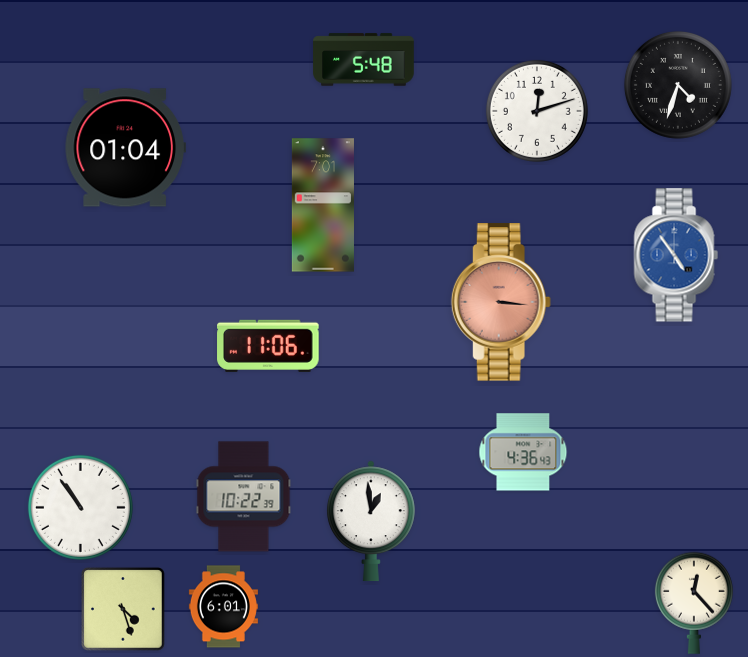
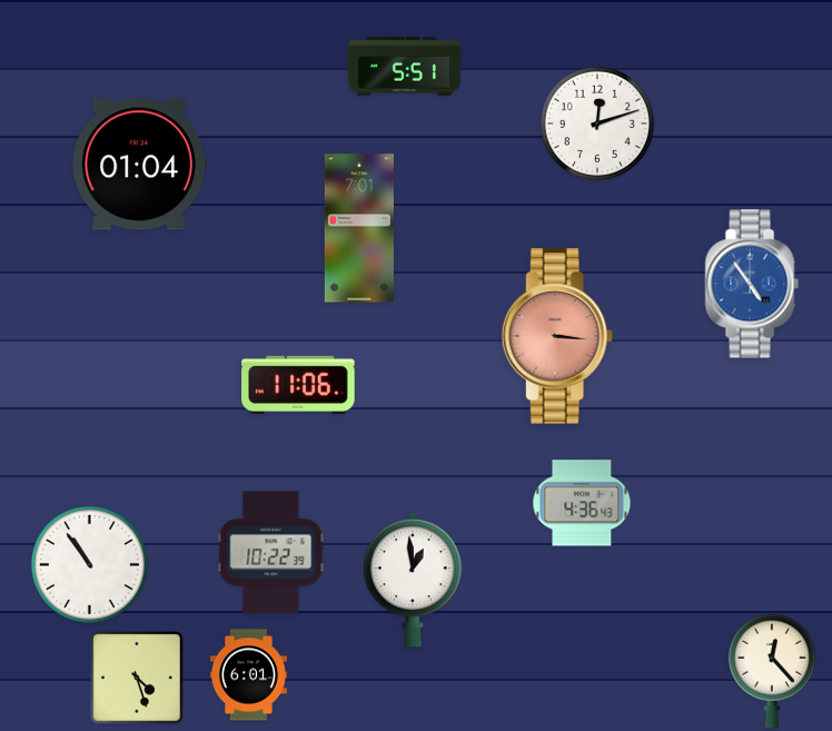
clock at (364, 60): 5:48 -> 5:51
clock at (678, 85): 4:33 -> none
